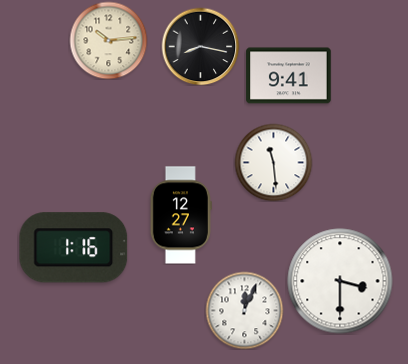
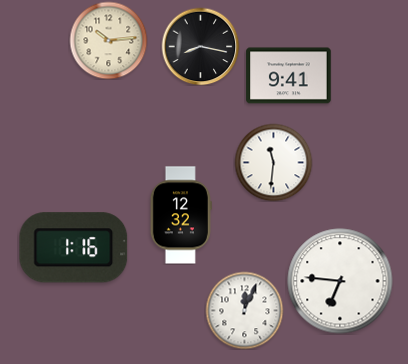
clock at (273, 162): 11:29 -> 11:31
clock at (181, 215): 12:27 -> 12:32
clock at (340, 281): 3:30 -> 6:46
